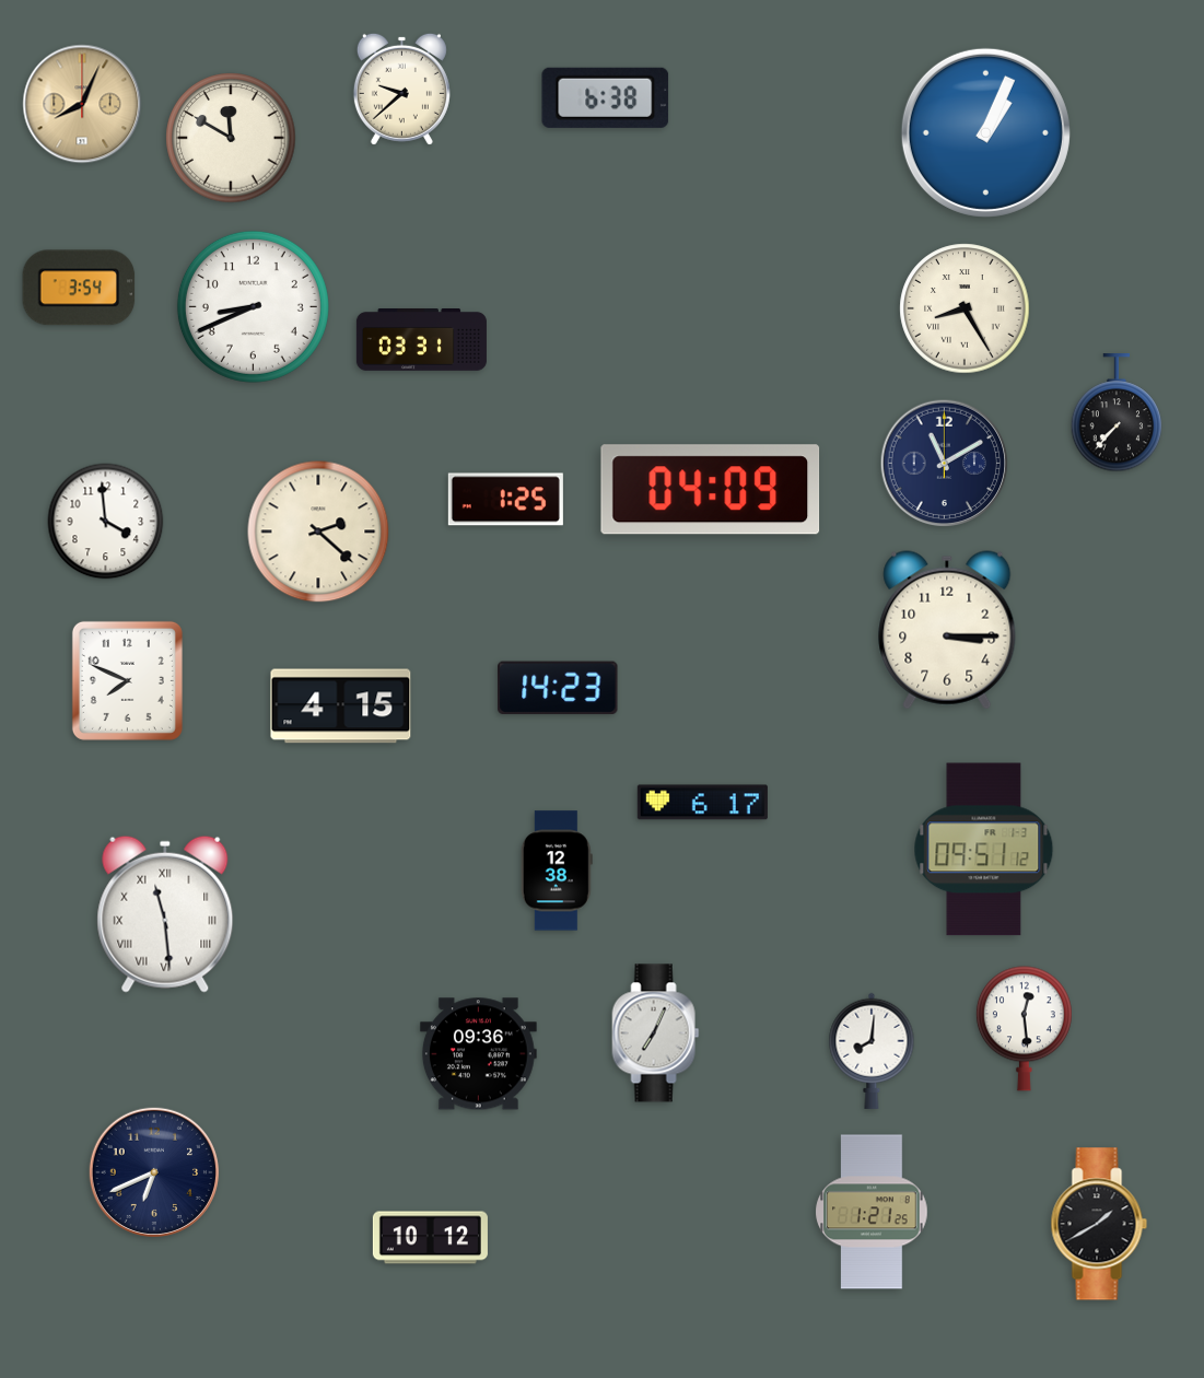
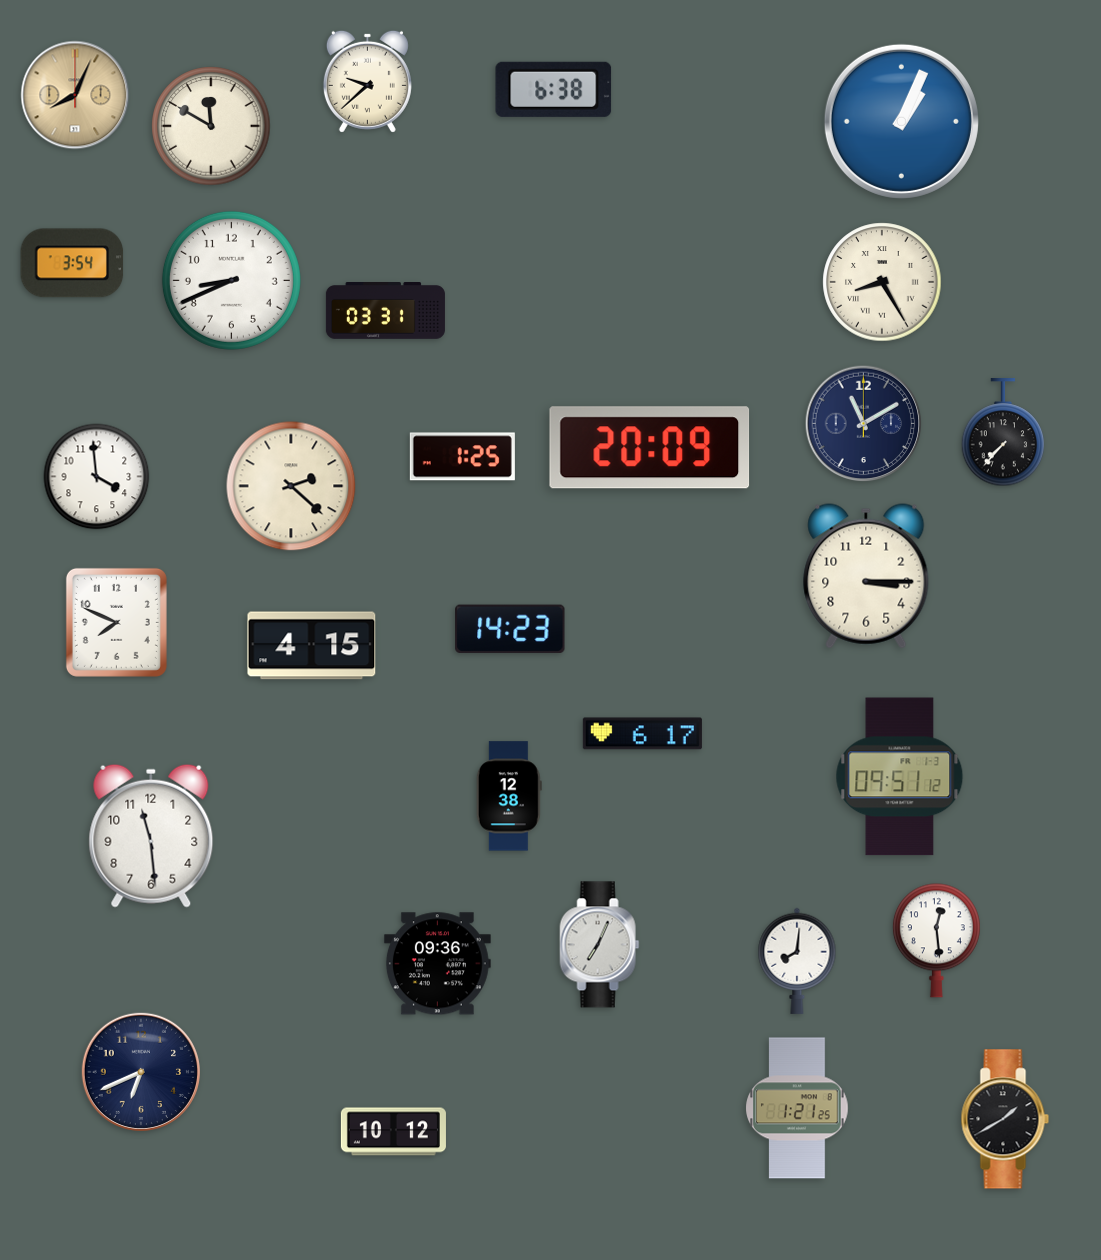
clock at (1117, 413) position: (1117, 413) -> (1003, 433)
clock at (711, 490): 04:09 -> 20:09
clock at (165, 914) numerals: Roman -> Arabic
